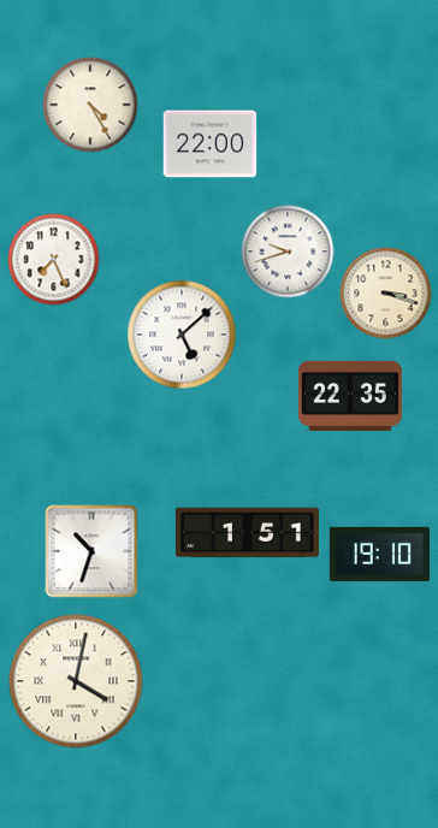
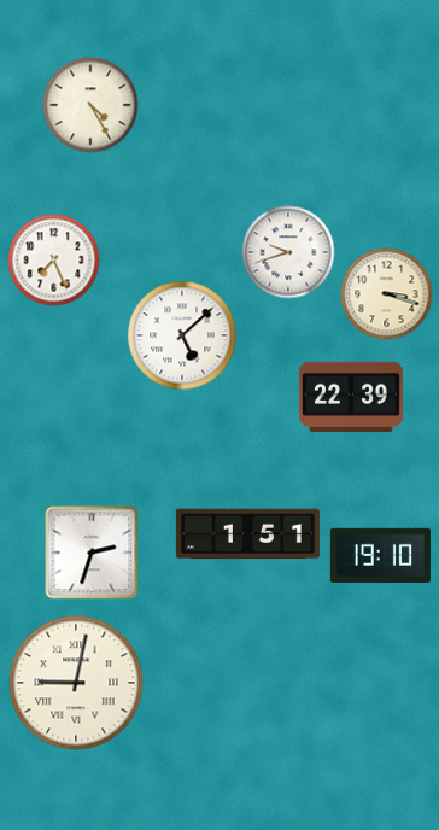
clock at (211, 144): 22:00 -> none
clock at (350, 395): 22:35 -> 22:39
clock at (91, 551): 10:33 -> 2:33
clock at (76, 681): 4:02 -> 9:02
